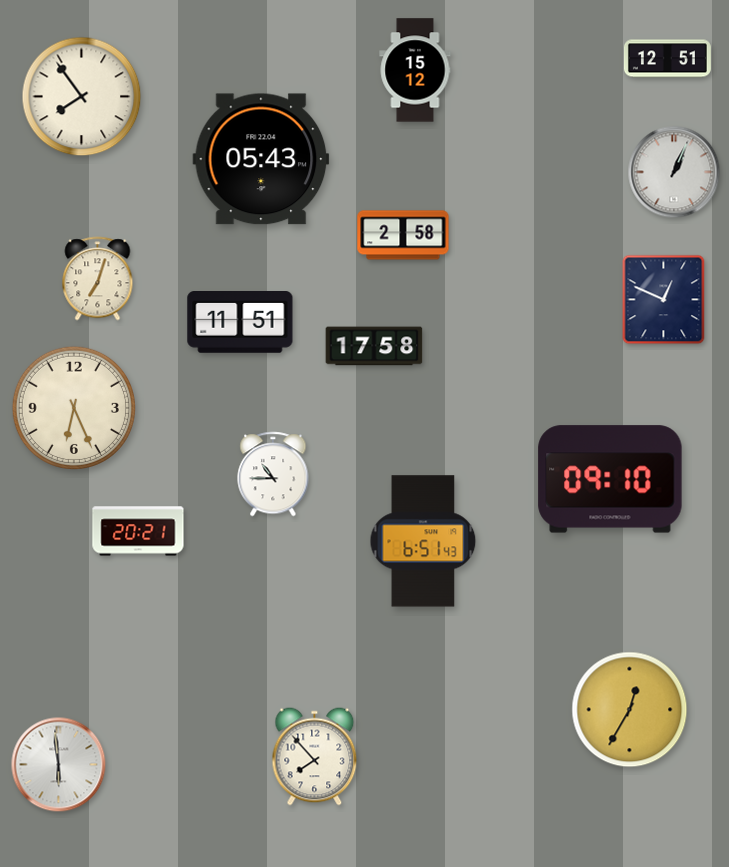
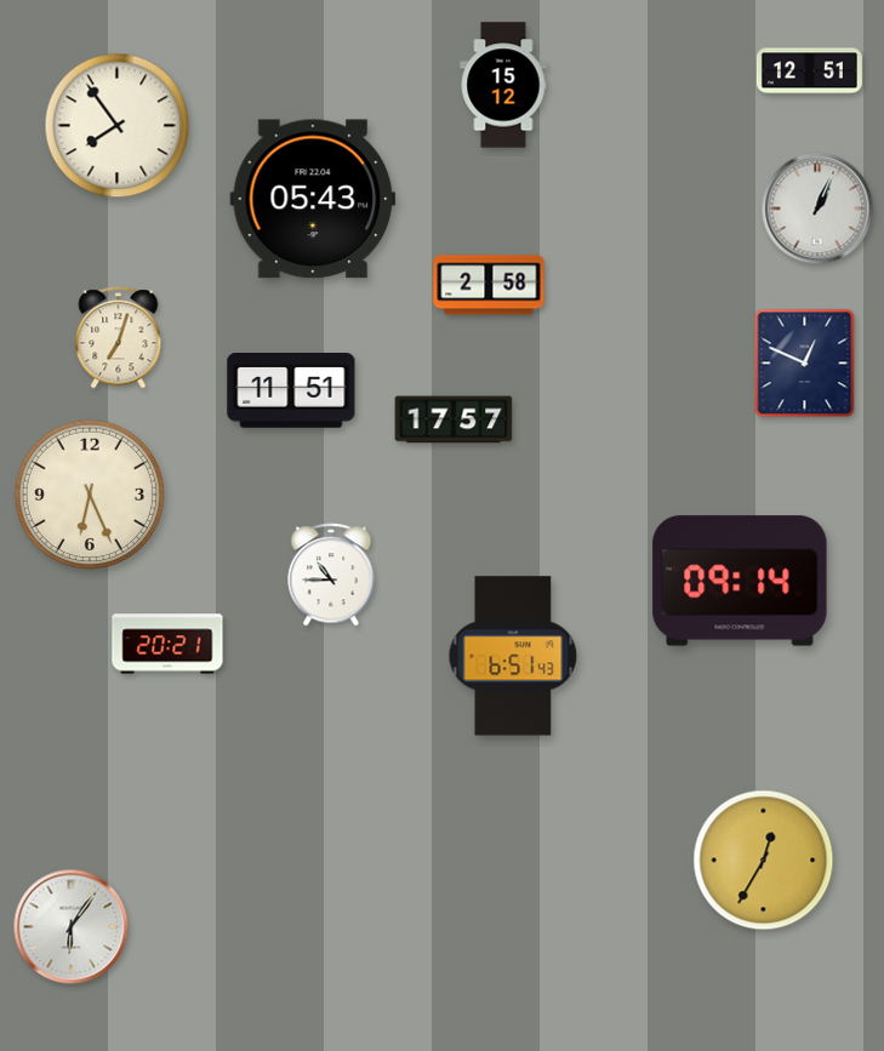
clock at (82, 97) position: (82, 97) -> (118, 126)
clock at (261, 159) position: (261, 159) -> (313, 199)
clock at (374, 346): 17:58 -> 17:57
clock at (610, 479): 09:10 -> 09:14
clock at (315, 757): 7:53 -> none
clock at (59, 765): 5:59 -> 6:06
